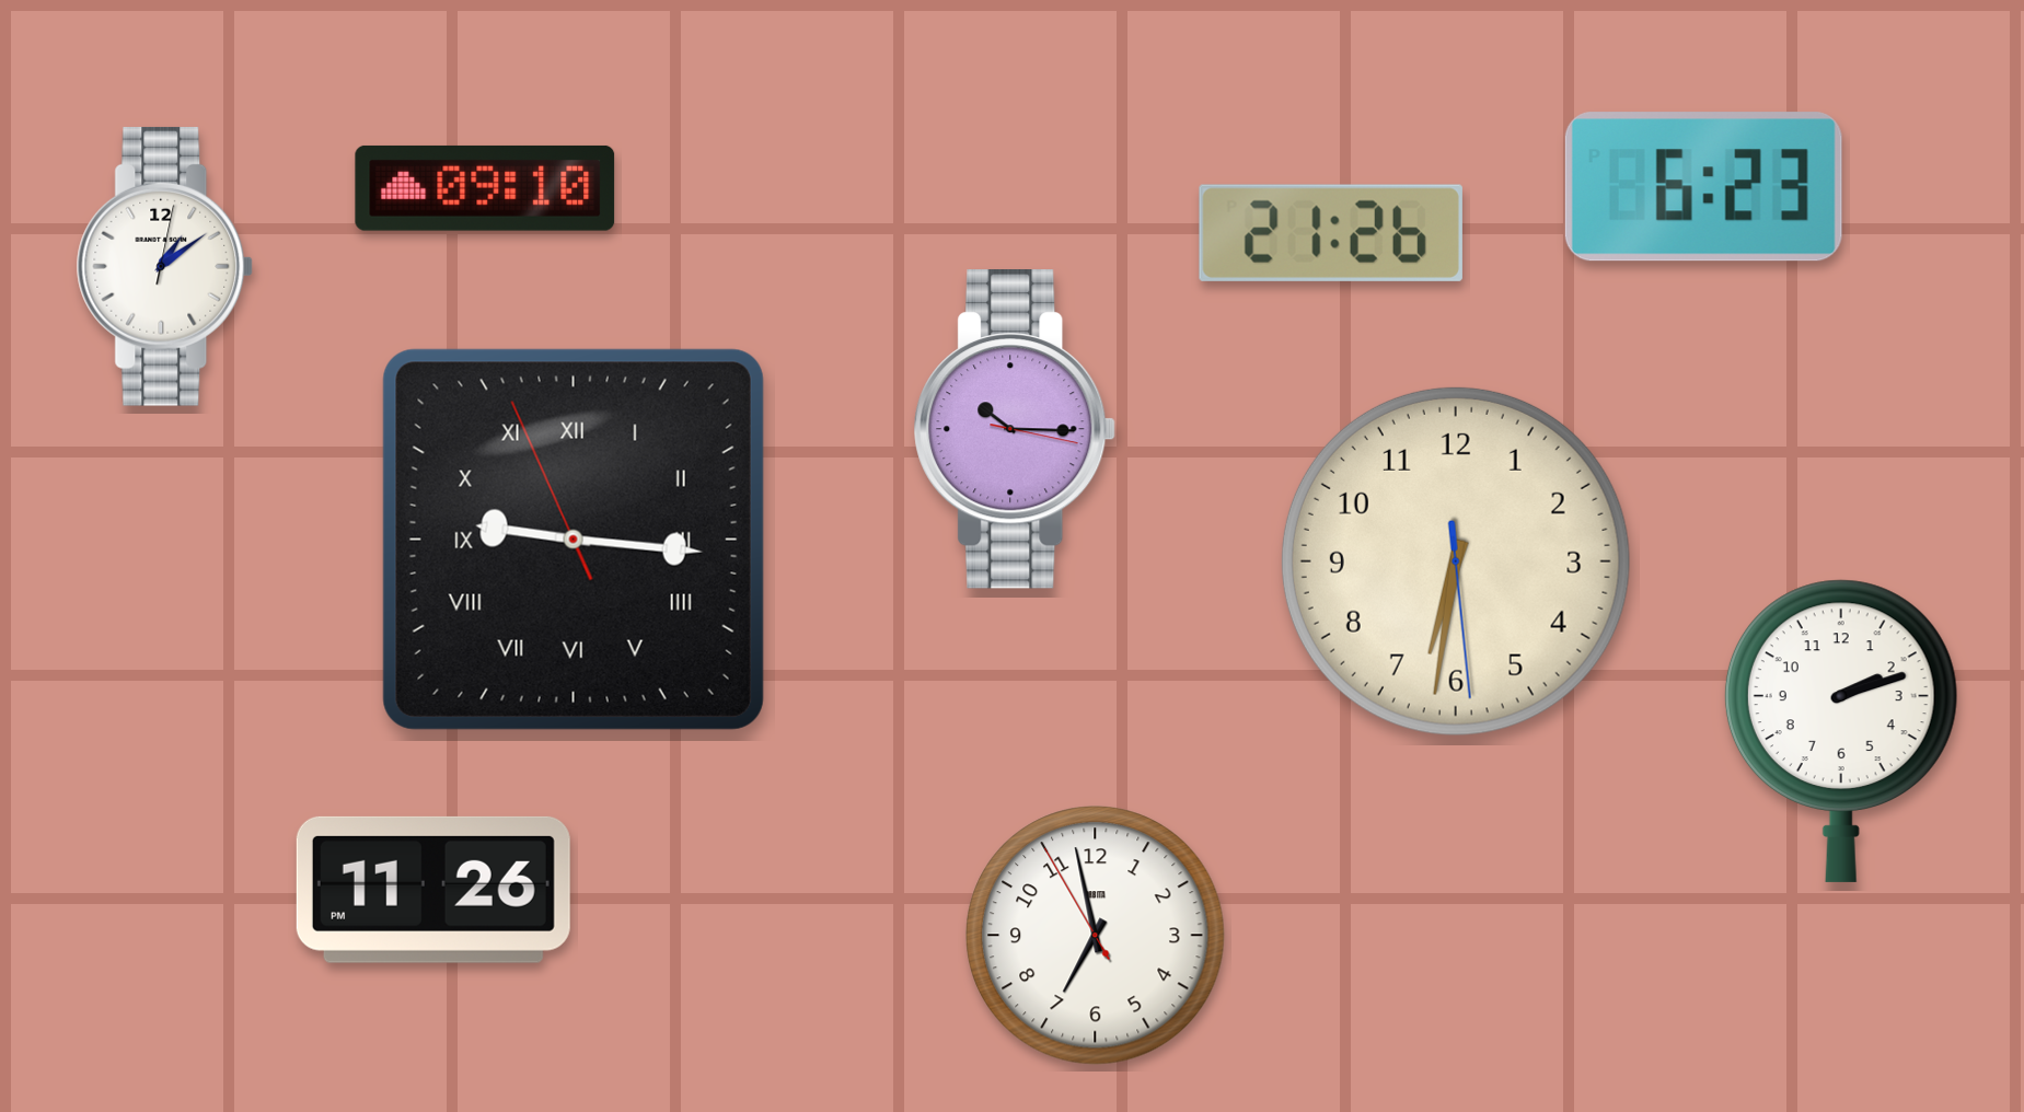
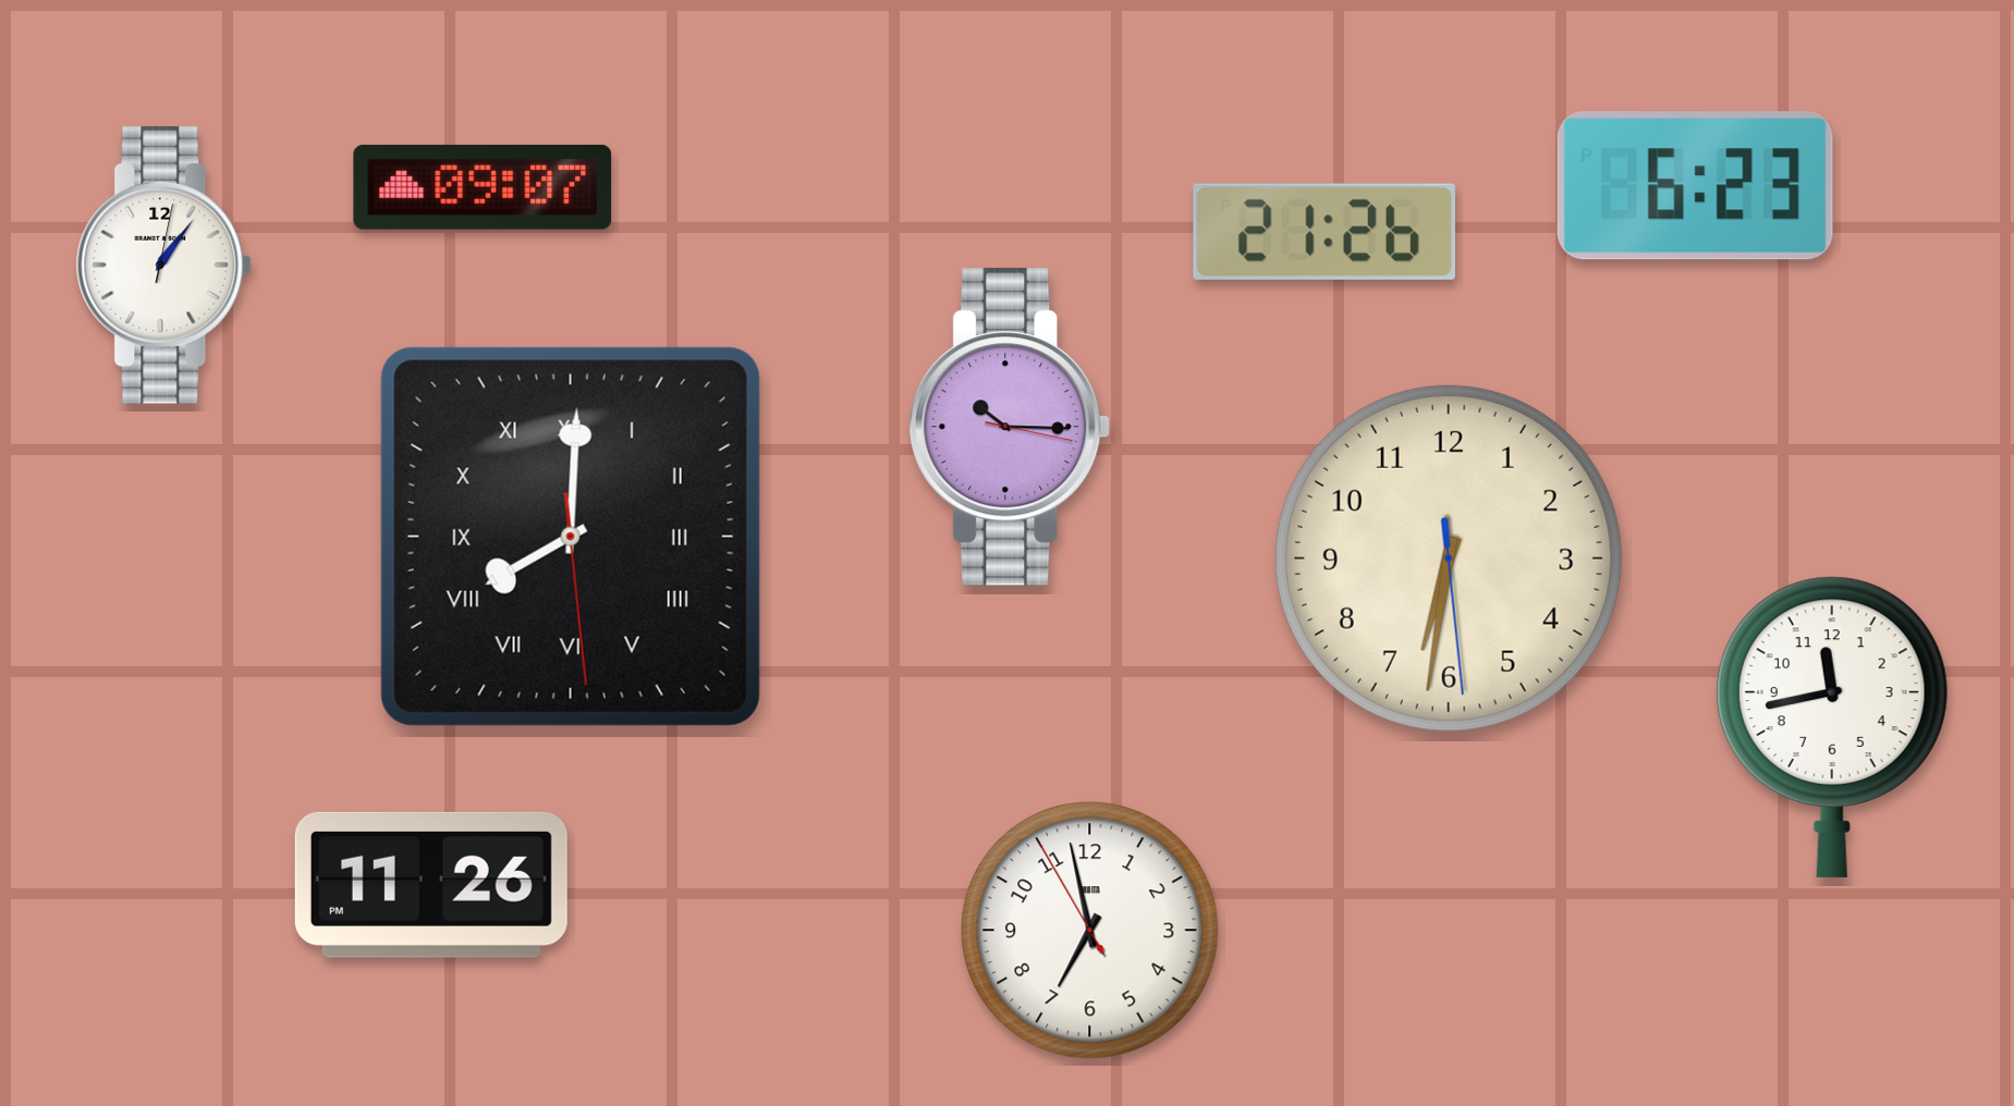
clock at (485, 188): 09:10 -> 09:07
clock at (165, 266): 1:09 -> 1:06
clock at (574, 540): 9:15 -> 8:00
clock at (1841, 731): 2:12 -> 11:43
